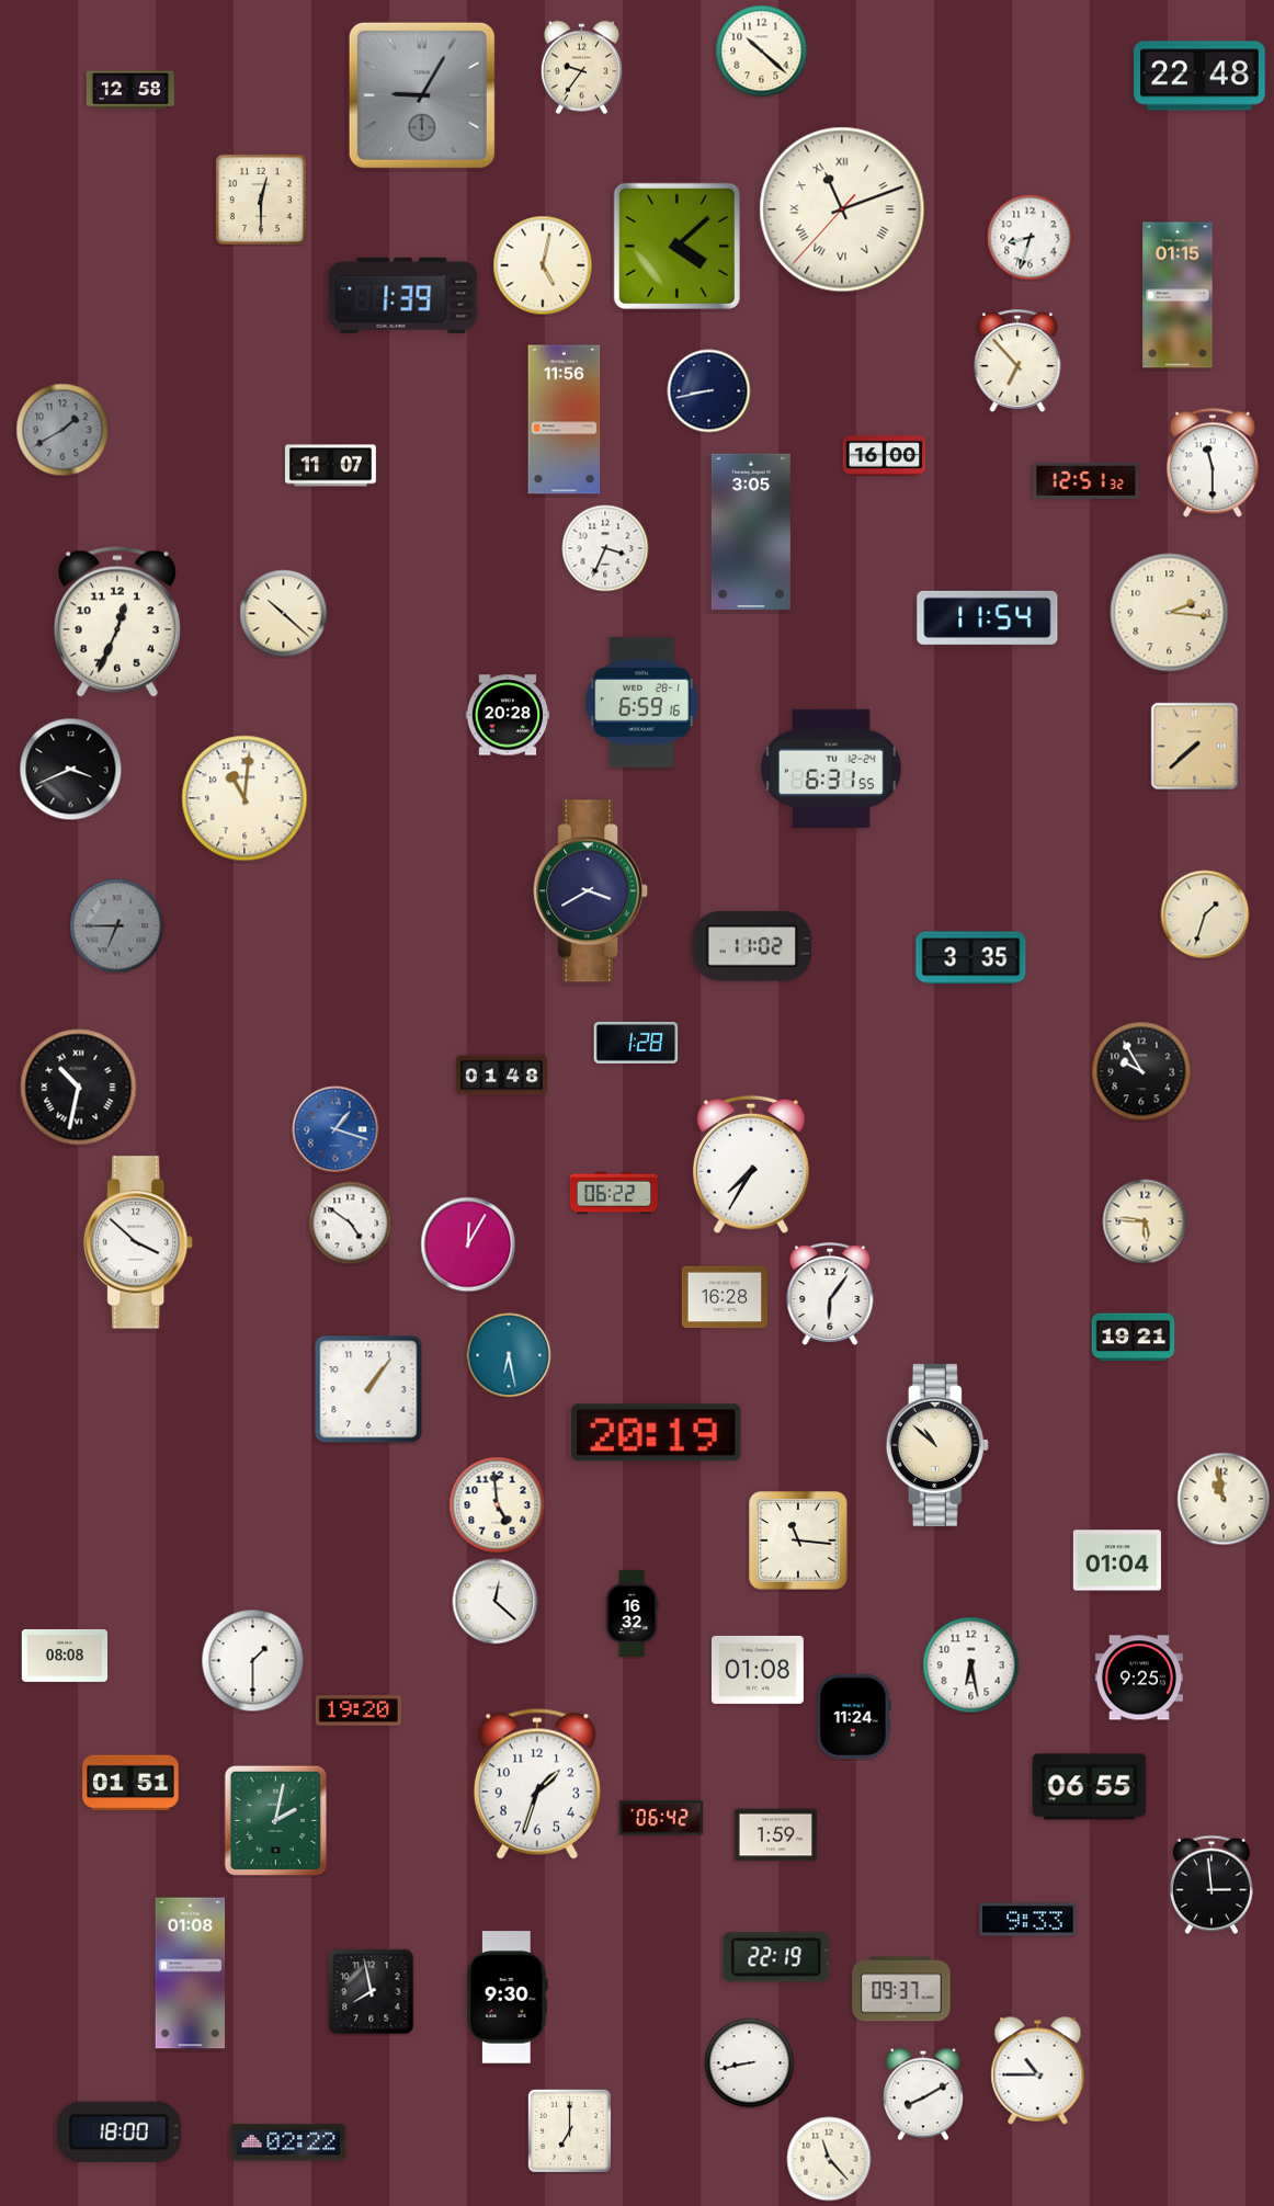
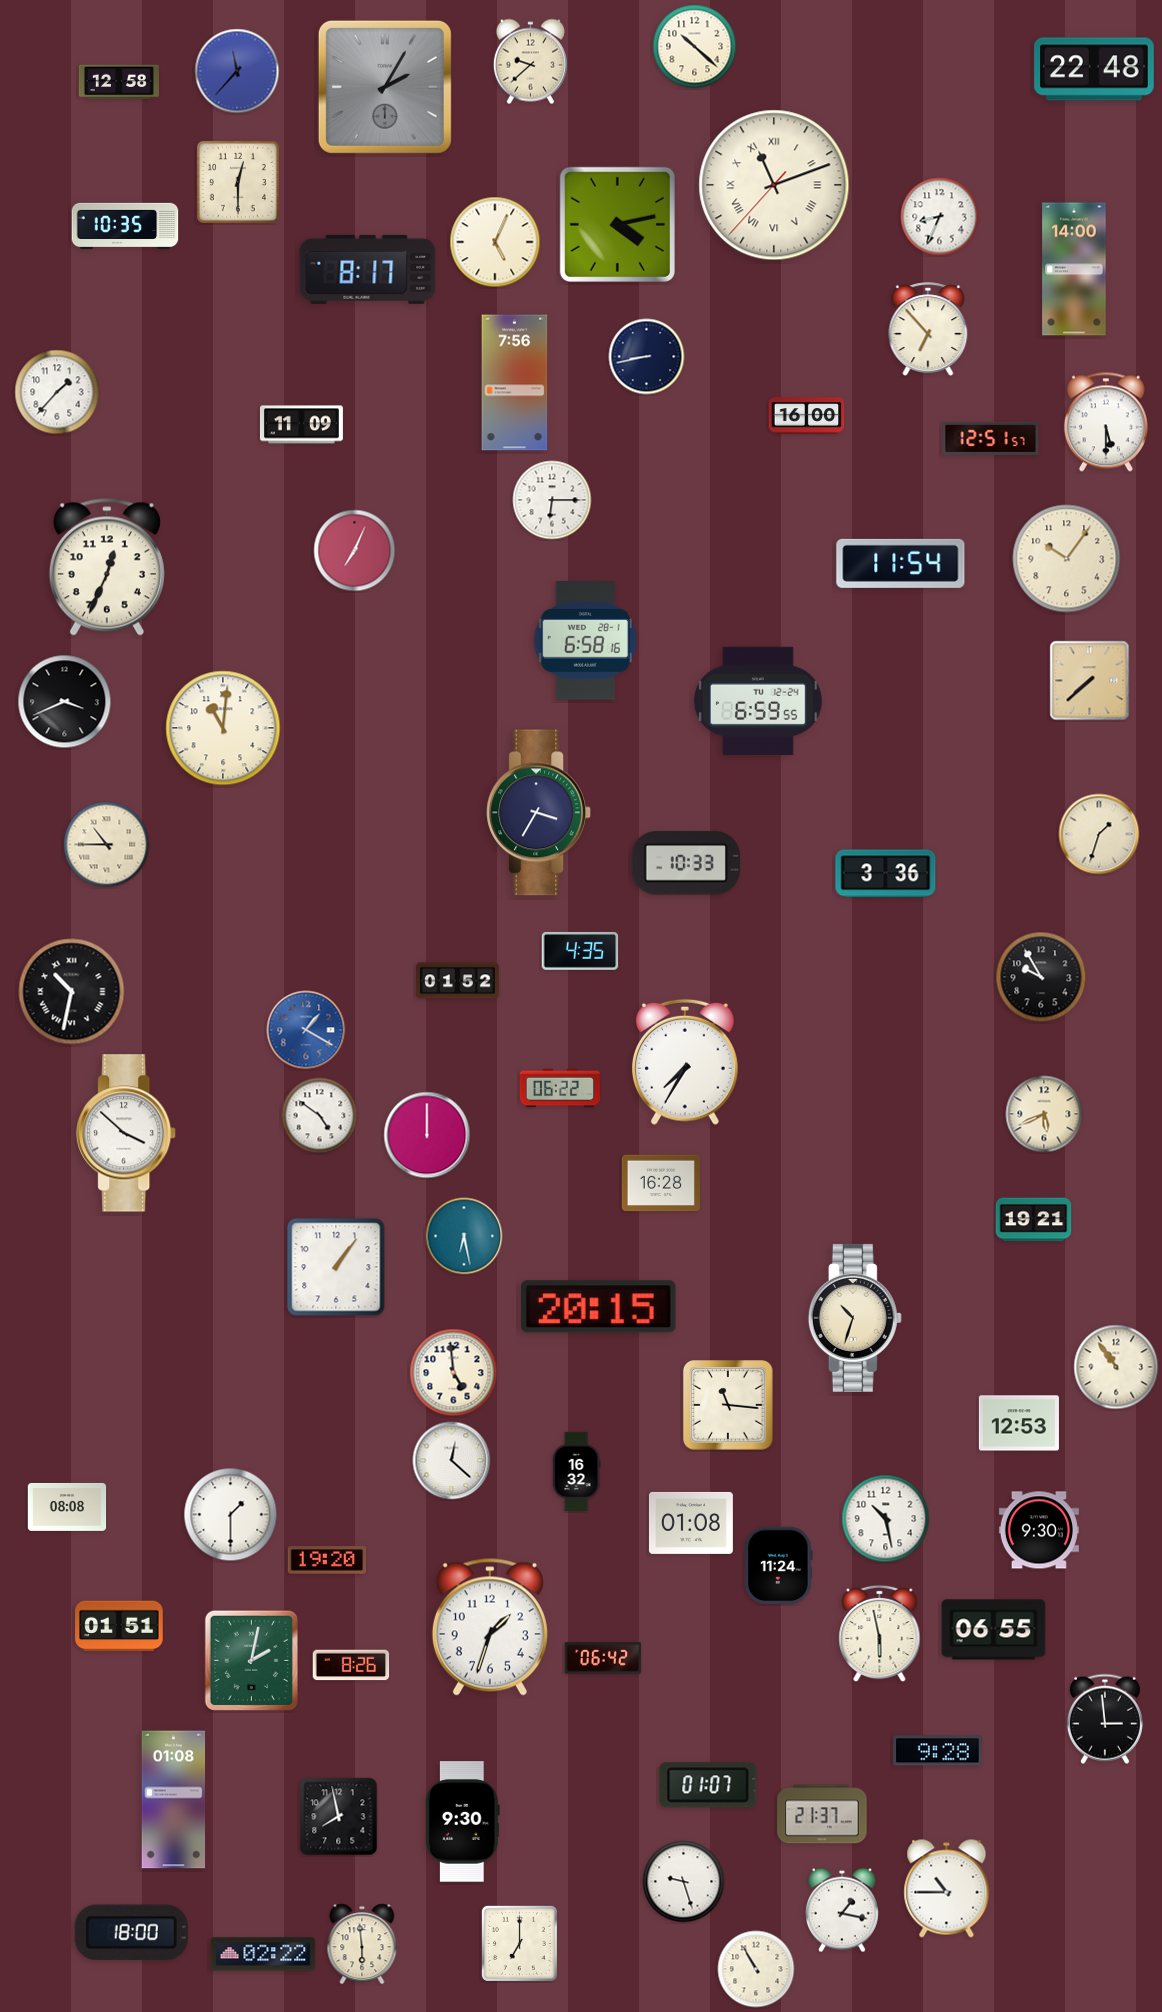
clock at (581, 68): 9:36 -> 9:38
clock at (237, 71): none -> 11:37
clock at (422, 95): 9:05 -> 2:05
clock at (842, 209) position: (842, 209) -> (774, 185)
clock at (1031, 238): 8:33 -> 8:34
clock at (676, 246): 4:08 -> 4:13
clock at (125, 225): none -> 10:35
clock at (543, 265): 5:02 -> 5:04
clock at (403, 295): 1:39 -> 8:17
clock at (1178, 295): 01:15 -> 14:00
clock at (565, 420): 11:56 -> 7:56
clock at (62, 430): 1:40 -> 1:37
clock at (62, 430) dial: grey -> white
clock at (1213, 463): 11:30 -> 5:30
clock at (330, 466): 11:07 -> 11:09
clock at (1087, 480): 12:51:32 -> 12:51:57
clock at (751, 532): 3:05 -> none
clock at (605, 548): 3:34 -> 6:15
clock at (355, 551): none -> 7:04
clock at (1170, 613): 2:16 -> 10:06
clock at (284, 614): 10:22 -> none
clock at (641, 703): 6:59 -> 6:58
clock at (508, 715): 20:28 -> none
clock at (831, 769): 6:31 -> 6:59
clock at (590, 891): 3:40 -> 3:35
clock at (117, 926): 6:45 -> 10:45
clock at (117, 926) dial: grey -> cream
clock at (752, 946): 11:02 -> 10:33
clock at (971, 958): 3:35 -> 3:36
clock at (636, 1043): 1:28 -> 4:35
clock at (501, 1076): 01:48 -> 01:52
clock at (335, 1129): 1:18 -> 1:20
clock at (1145, 1221): 5:46 -> 5:41
clock at (468, 1244): 12:05 -> 12:00
clock at (830, 1294): 6:06 -> none
clock at (657, 1433): 20:19 -> 20:15
clock at (937, 1445): 10:52 -> 10:33
clock at (1224, 1499): 10:58 -> 10:54
clock at (1117, 1560): 01:04 -> 12:53
clock at (65, 1656) position: (65, 1656) -> (67, 1507)
clock at (971, 1665): 6:28 -> 10:28
clock at (1139, 1678): 9:25 -> 9:30
clock at (880, 1634): none -> 5:58
clock at (351, 1665): none -> 8:26
clock at (776, 1835): 1:59 -> none
clock at (1028, 1920): 9:33 -> 9:28
clock at (776, 1957): 22:19 -> 01:07
clock at (901, 1989): 09:37 -> 21:37
clock at (750, 2063): 8:43 -> 9:27
clock at (923, 2094): 8:10 -> 1:17
clock at (362, 1944): none -> 5:59
clock at (118, 2133) position: (118, 2133) -> (131, 1933)
clock at (829, 2159): 11:23 -> 10:55
